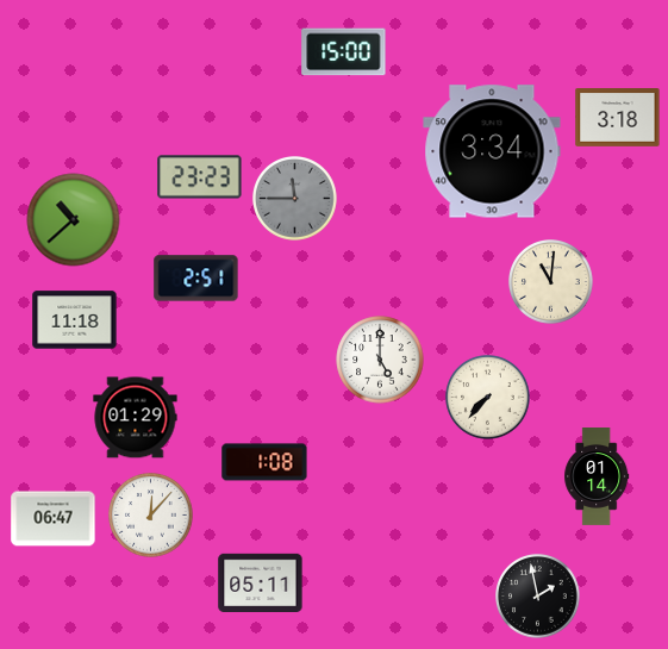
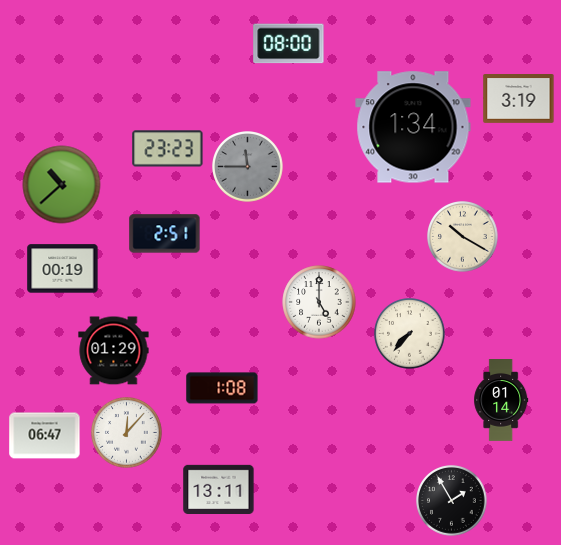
clock at (344, 52): 15:00 -> 08:00
clock at (618, 118): 3:18 -> 3:19
clock at (492, 151): 3:34 -> 1:34
clock at (551, 282): 11:01 -> 10:20
clock at (75, 320): 11:18 -> 00:19
clock at (261, 582): 05:11 -> 13:11
clock at (538, 597): 1:58 -> 1:55
